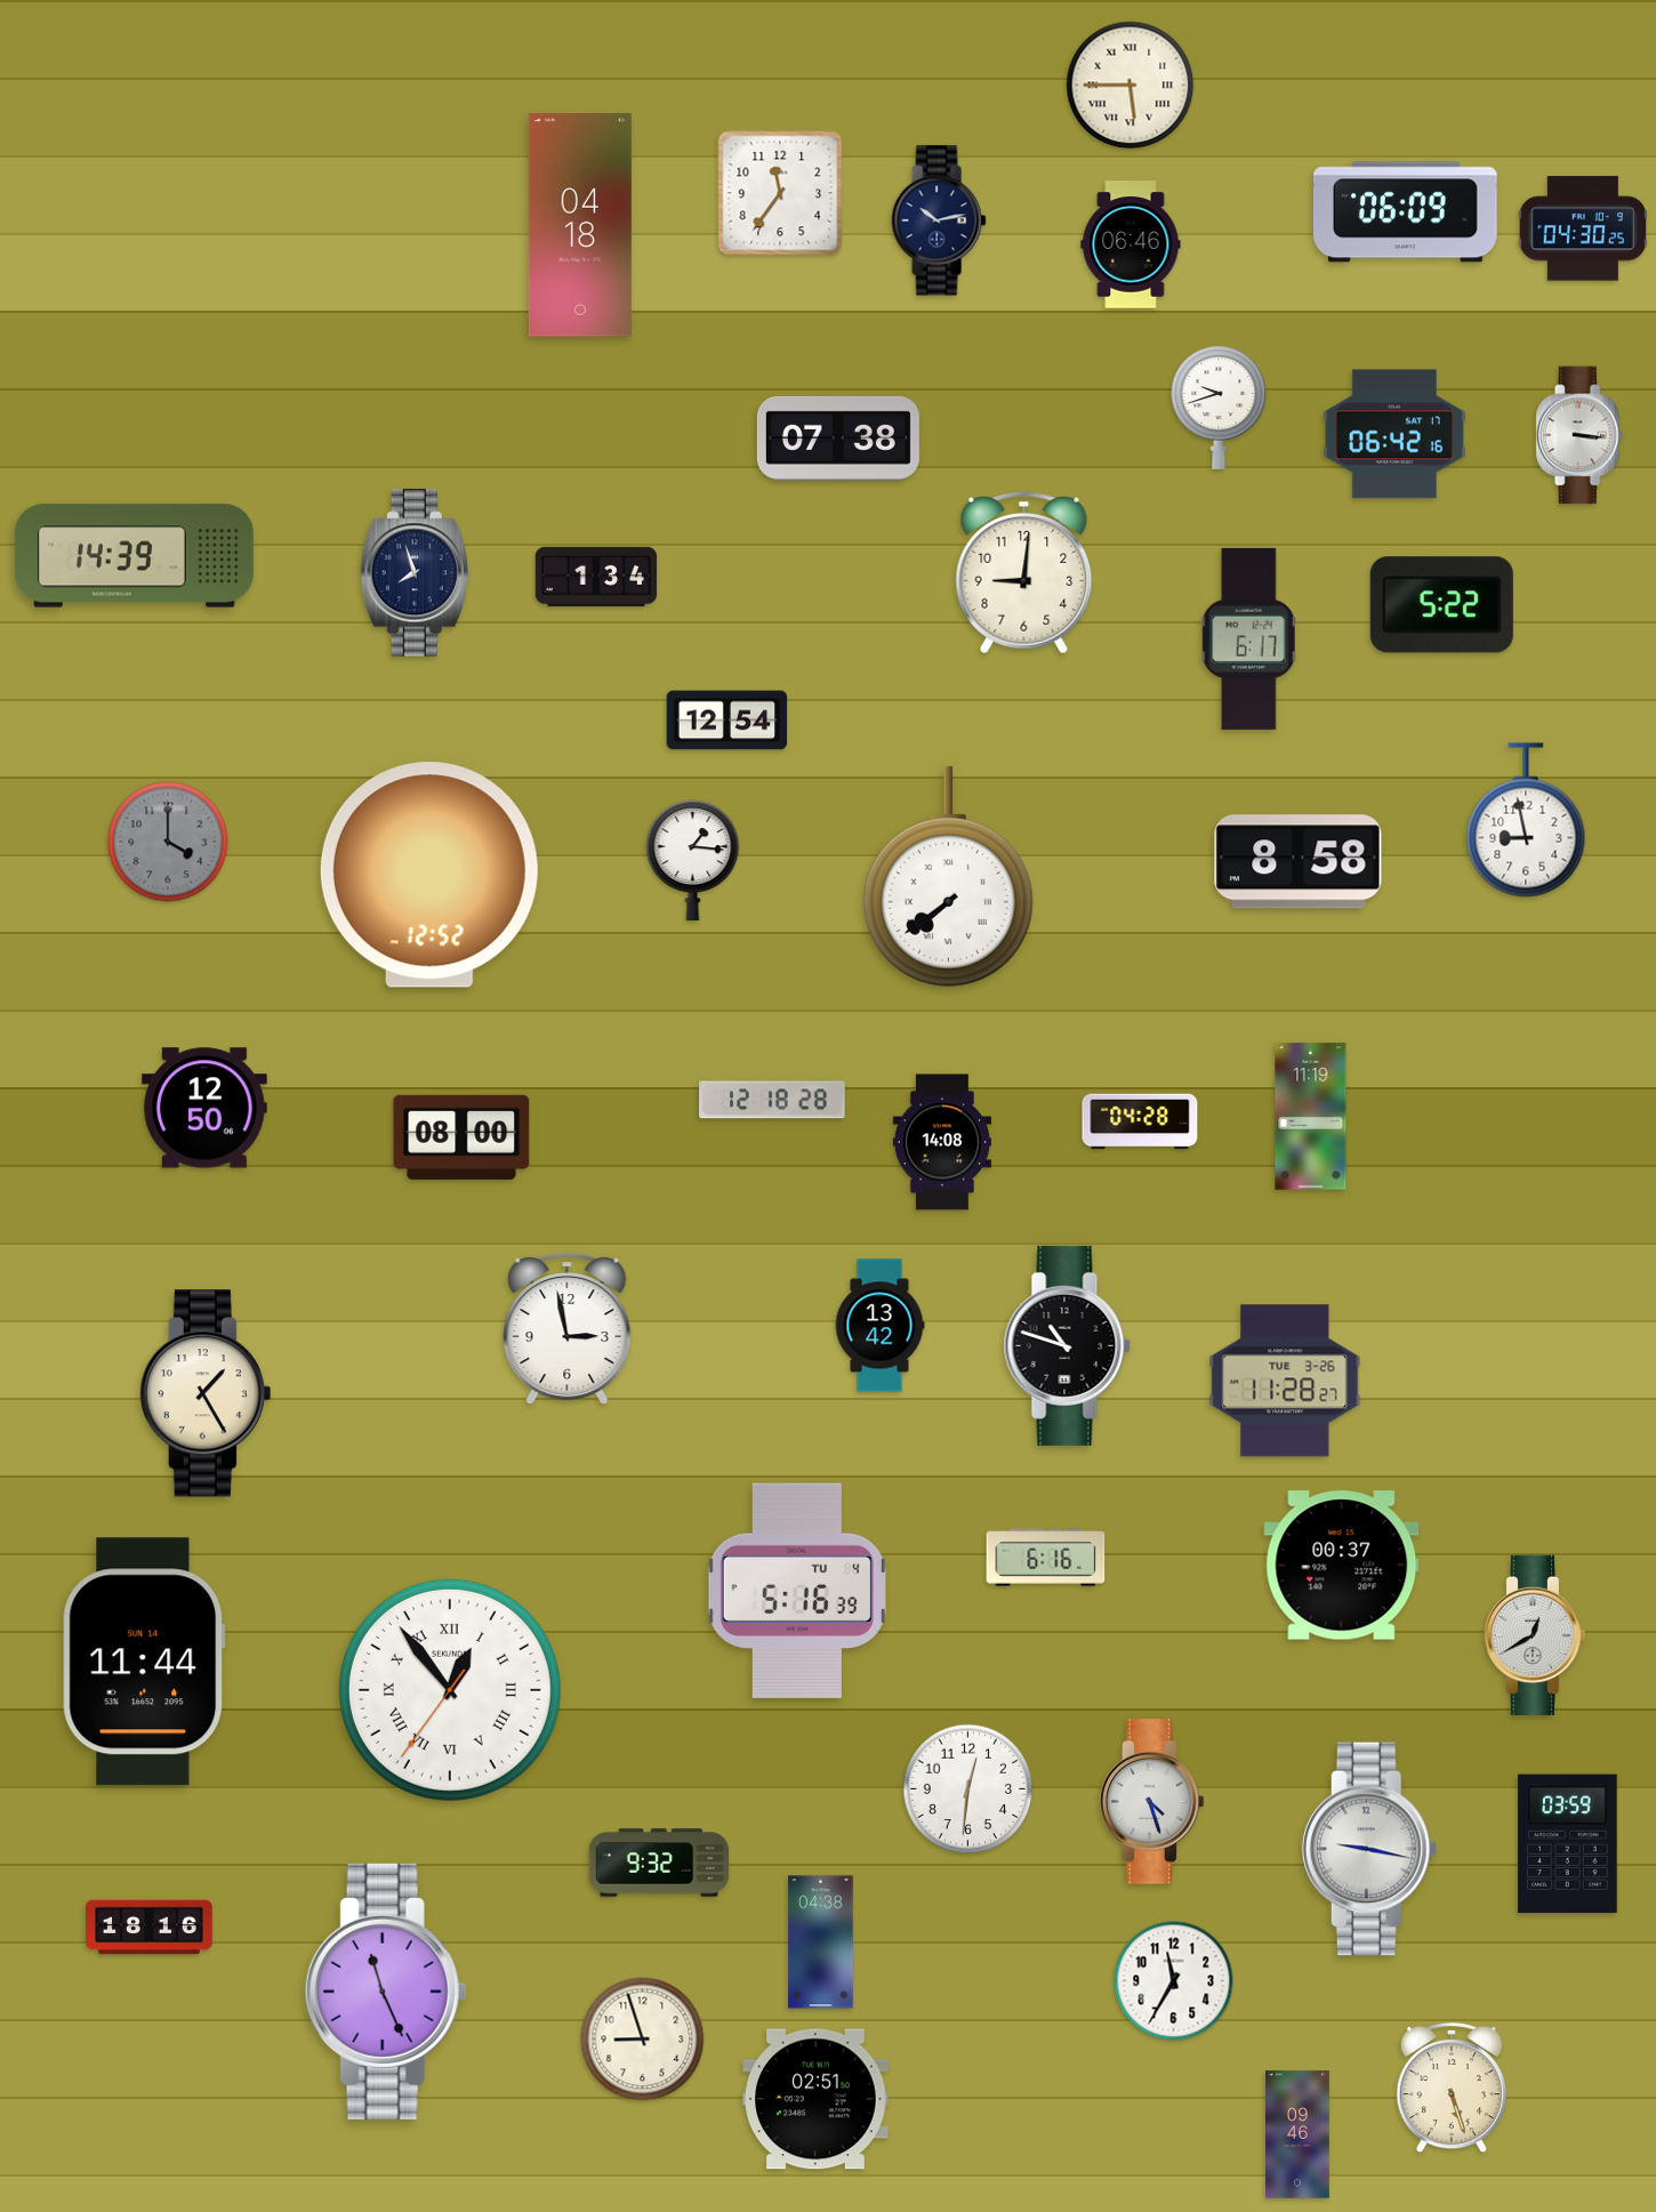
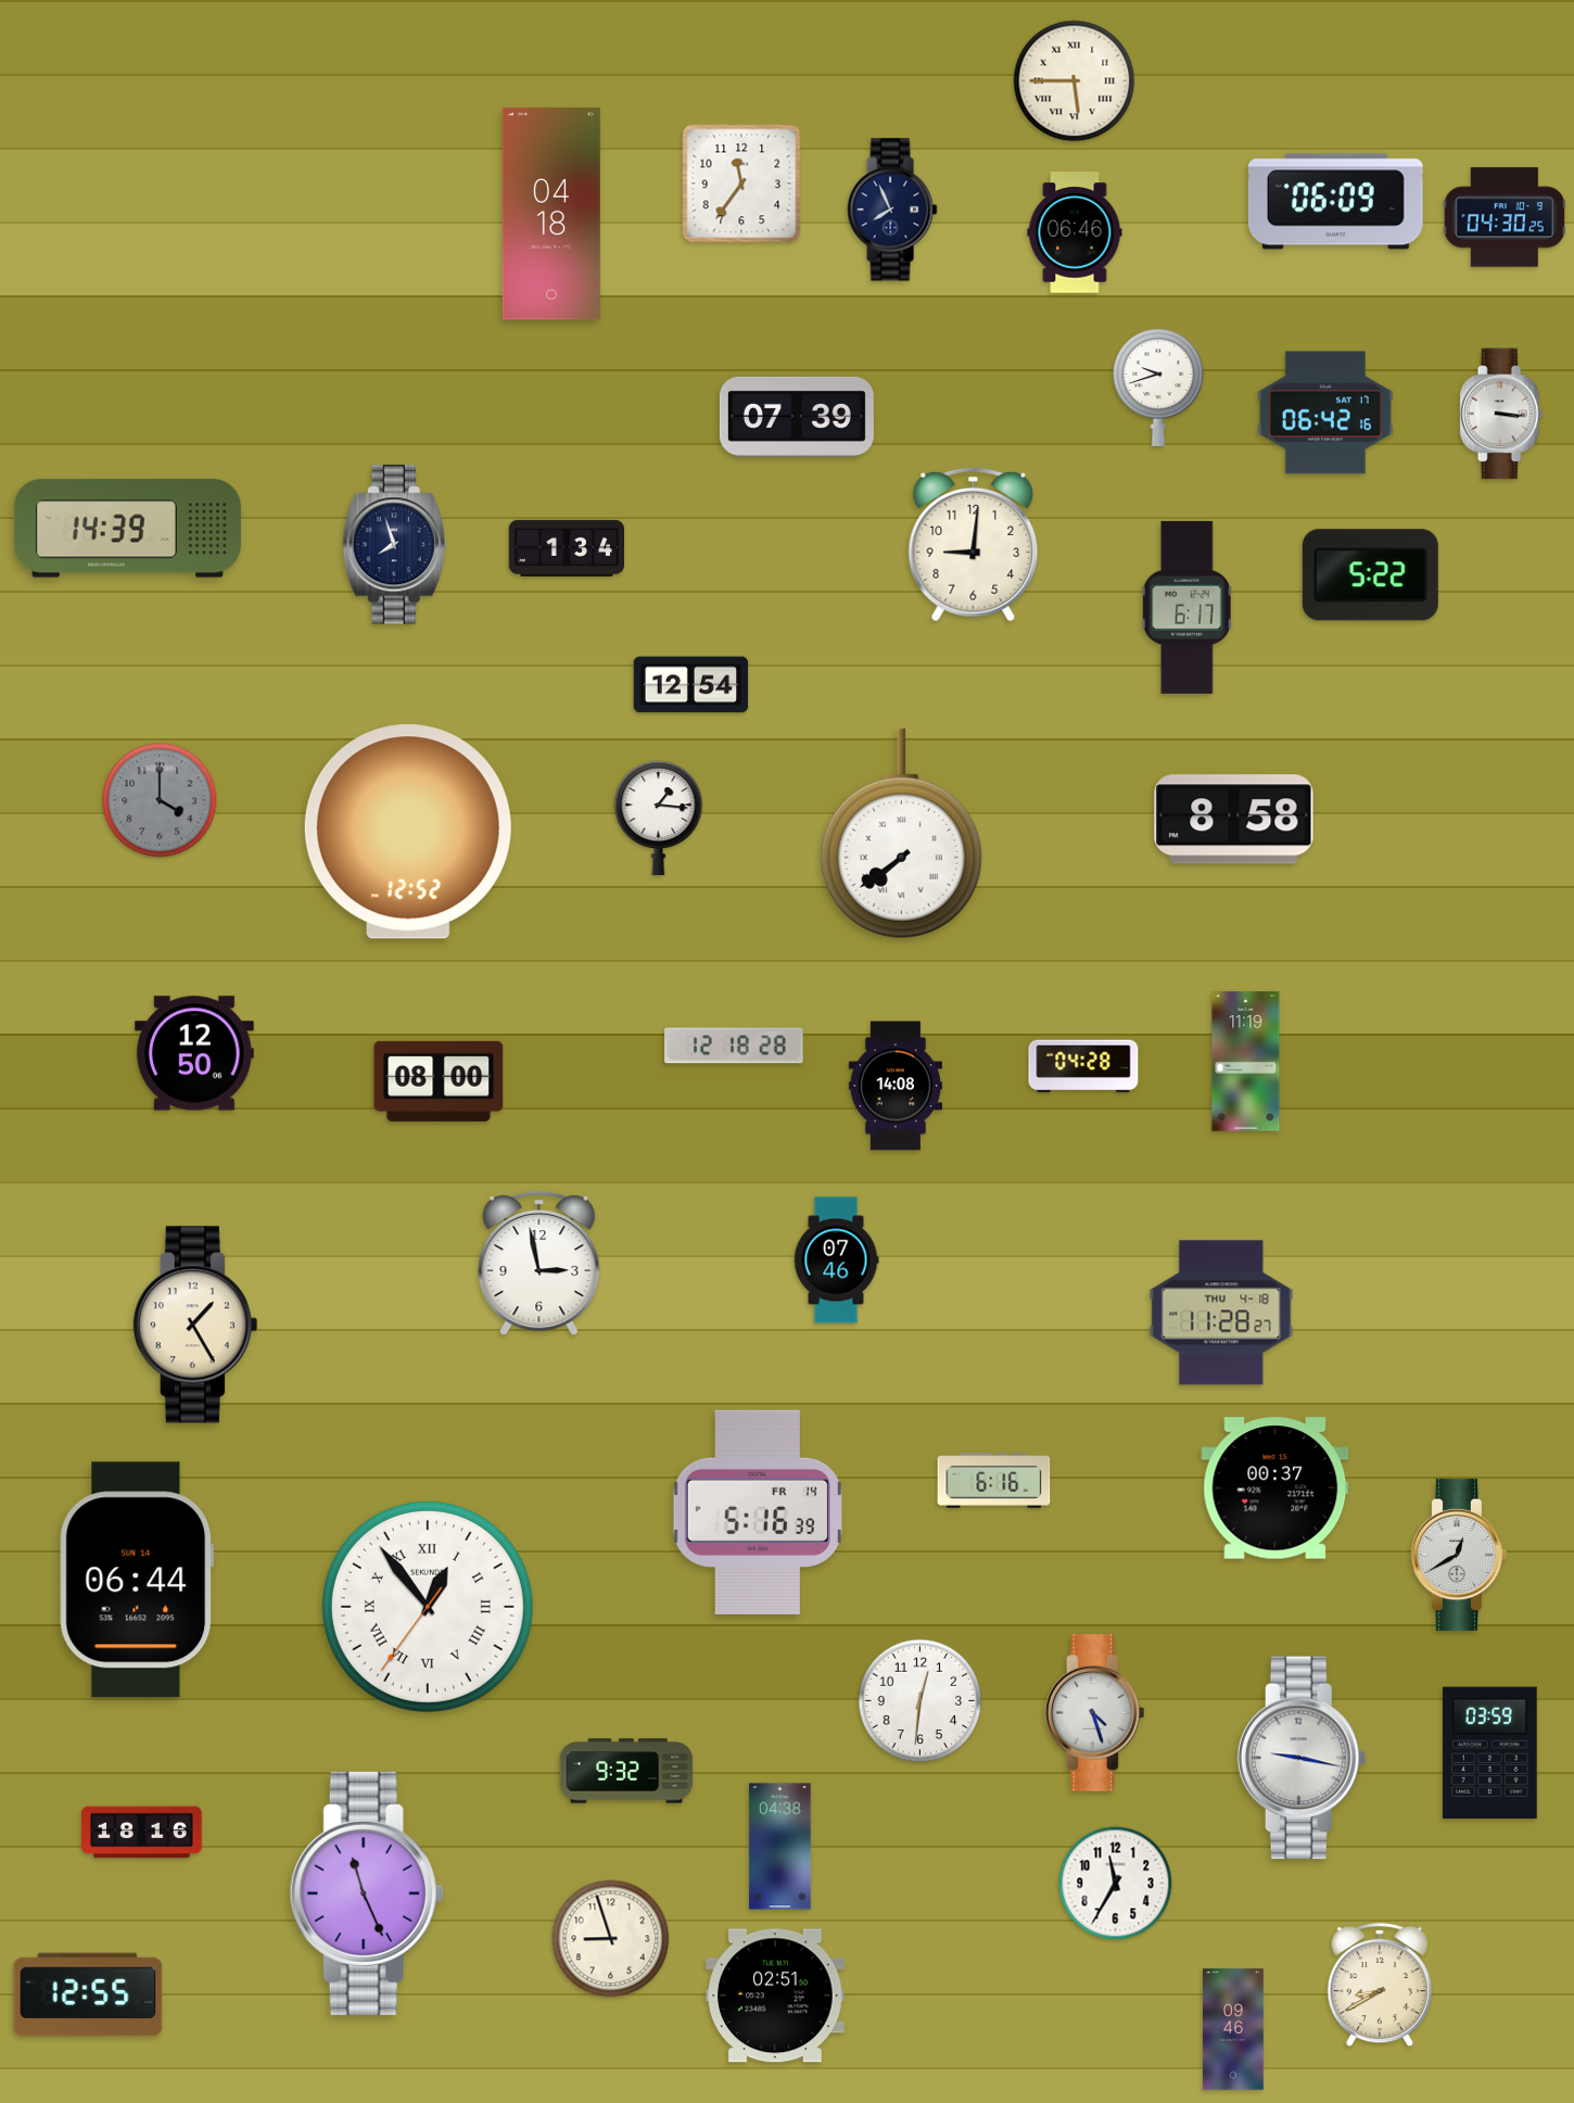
clock at (939, 220): 10:13 -> 7:56
clock at (838, 439): 07:38 -> 07:39
clock at (1526, 820): 8:58 -> none
clock at (879, 1326): 13:42 -> 07:46
clock at (1067, 1345): 10:48 -> none
clock at (1285, 1381) date: TUE 3-26 -> THU 4-18
clock at (797, 1590) date: TU 4 -> FR 14
clock at (144, 1662): 11:44 -> 06:44
clock at (1450, 2088): 5:27 -> 8:40
clock at (88, 1994): none -> 12:55
